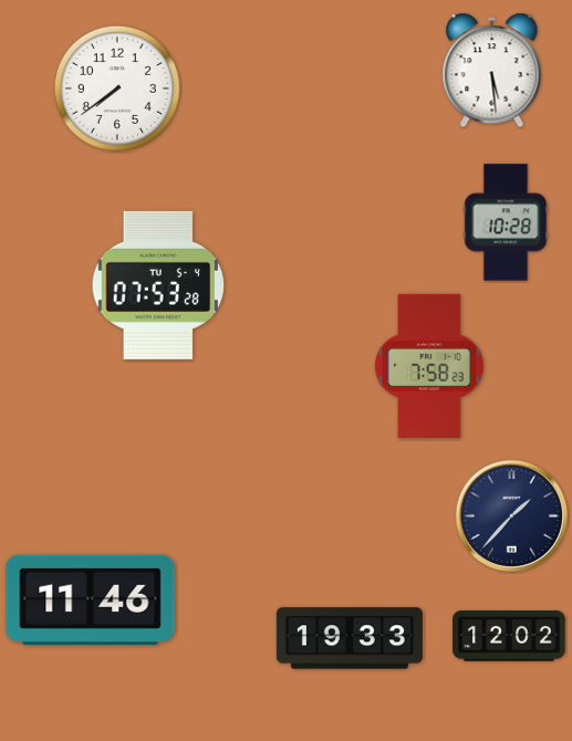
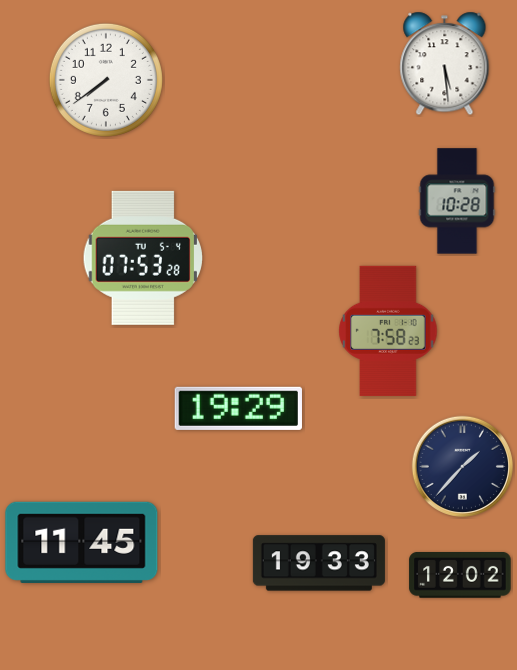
clock at (238, 408): none -> 19:29
clock at (91, 599): 11:46 -> 11:45
clock at (350, 638) position: (350, 638) -> (319, 563)
